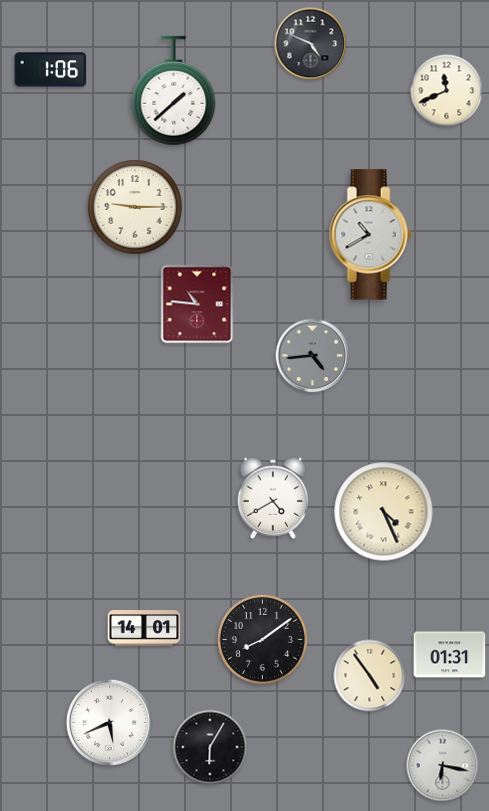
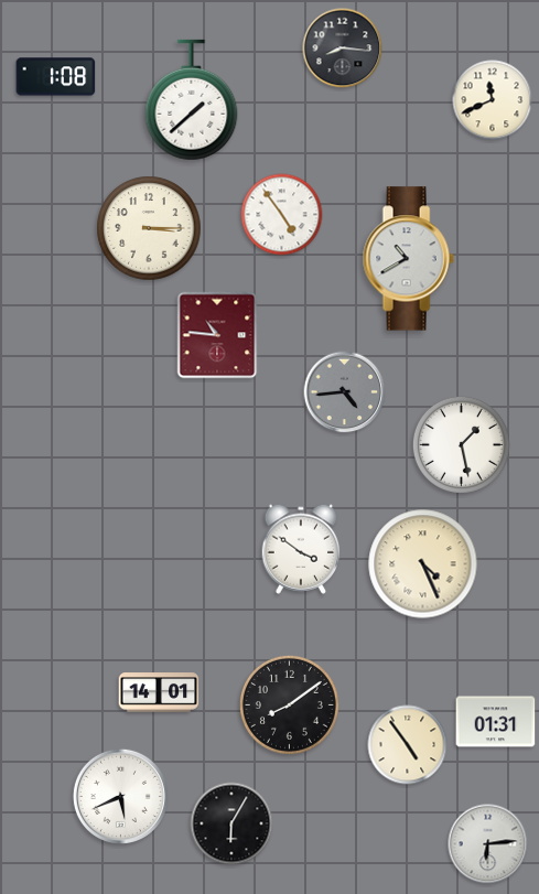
clock at (311, 44): 4:49 -> 8:16
clock at (51, 70): 1:06 -> 1:08
clock at (282, 215): none -> 4:54
clock at (135, 207): 9:15 -> 3:15
clock at (461, 444): none -> 1:28
clock at (273, 498): 4:40 -> 3:51
clock at (443, 766): 6:17 -> 6:14
